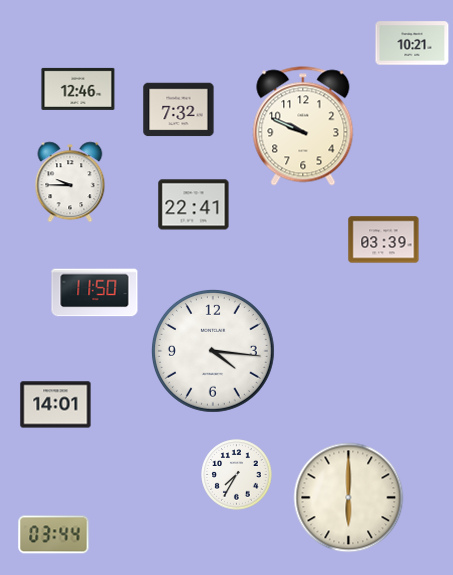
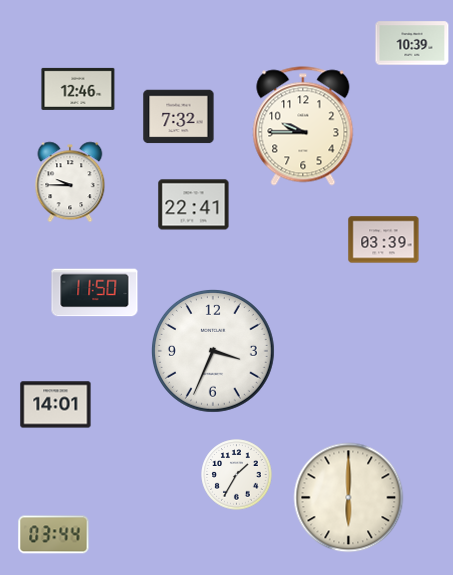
clock at (412, 43): 10:21 -> 10:39
clock at (179, 110) position: (179, 110) -> (179, 117)
clock at (303, 126): 9:49 -> 9:45
clock at (213, 351): 4:16 -> 3:34
clock at (237, 475): 7:35 -> 1:35
